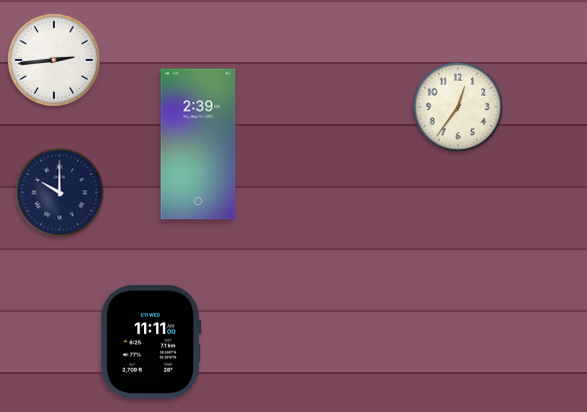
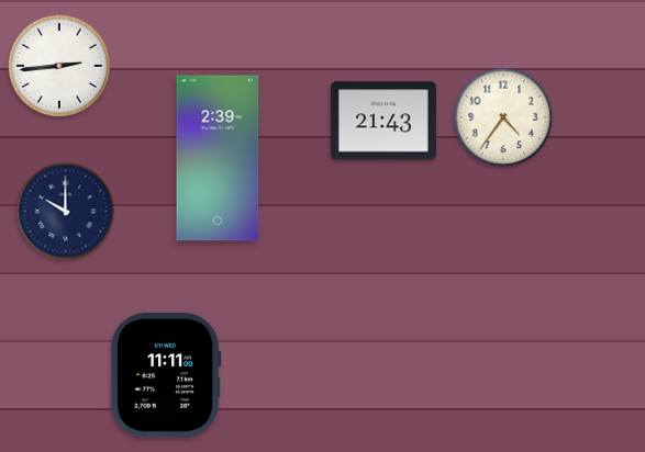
clock at (458, 107): 12:36 -> 4:36
clock at (383, 121): none -> 21:43
